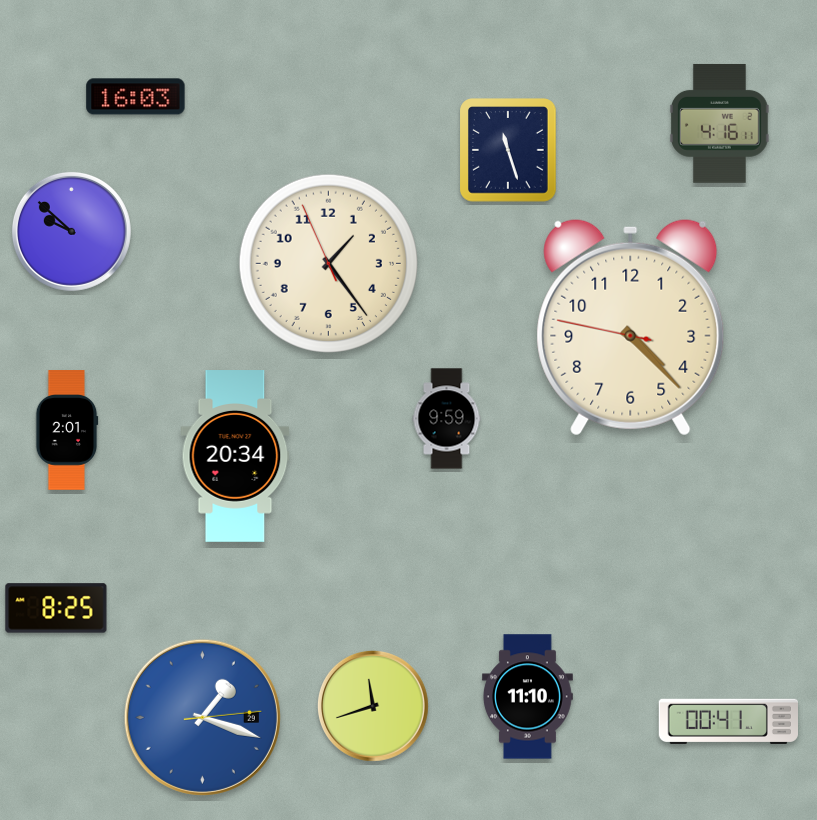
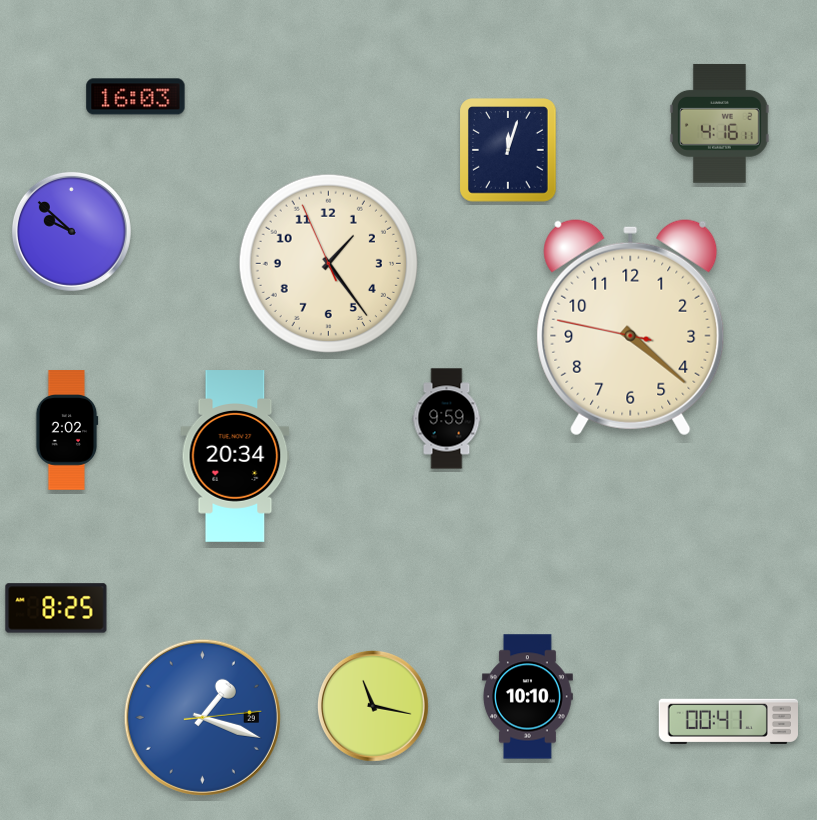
clock at (508, 150): 11:27 -> 12:03
clock at (631, 327): 4:22 -> 4:21
clock at (67, 430): 2:01 -> 2:02
clock at (527, 697): 11:10 -> 10:10
clock at (373, 706): 11:42 -> 11:17
